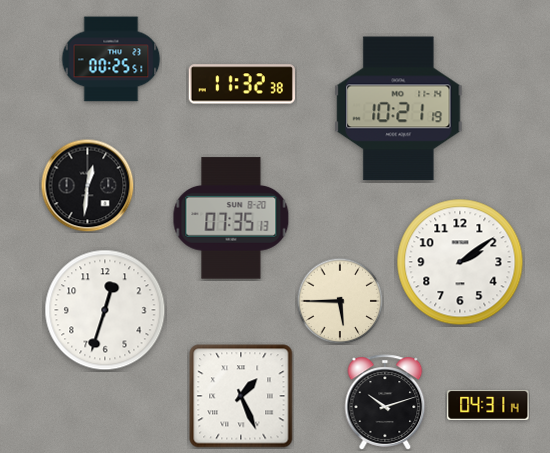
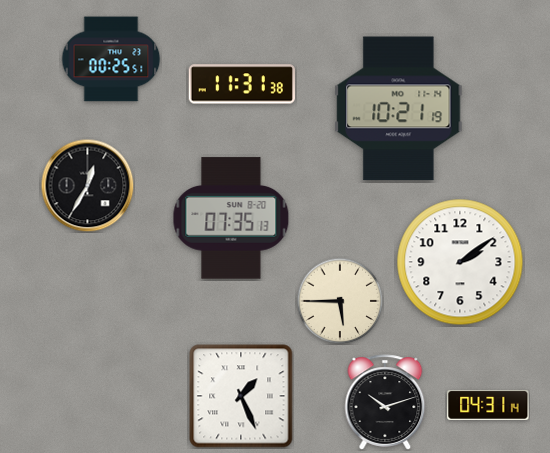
clock at (242, 84): 11:32 -> 11:31
clock at (87, 185): 12:31 -> 12:35
clock at (105, 310): 12:33 -> none
